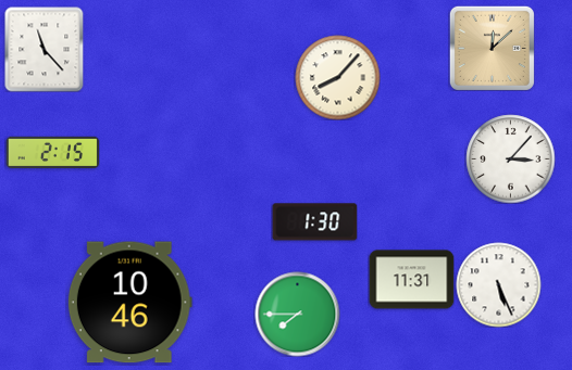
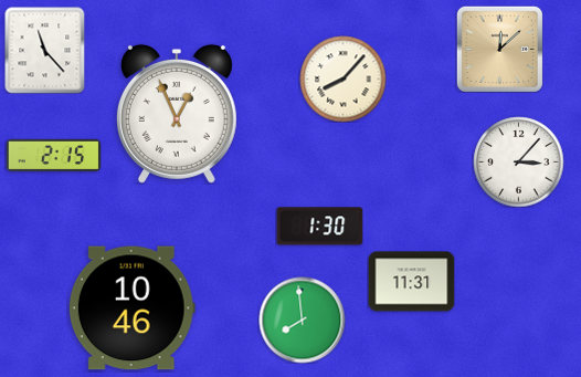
clock at (177, 114): none -> 12:56
clock at (411, 280) position: (411, 280) -> (411, 282)
clock at (498, 284): 5:26 -> none
clock at (297, 314): 7:45 -> 7:59
